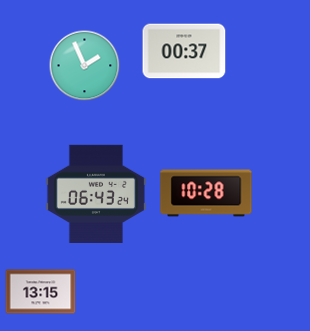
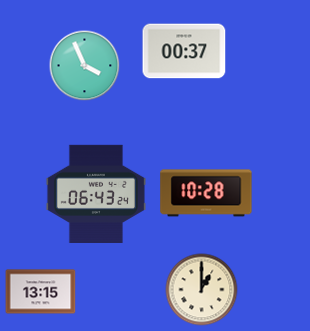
clock at (85, 66): 1:56 -> 3:56
clock at (202, 290): none -> 1:00
